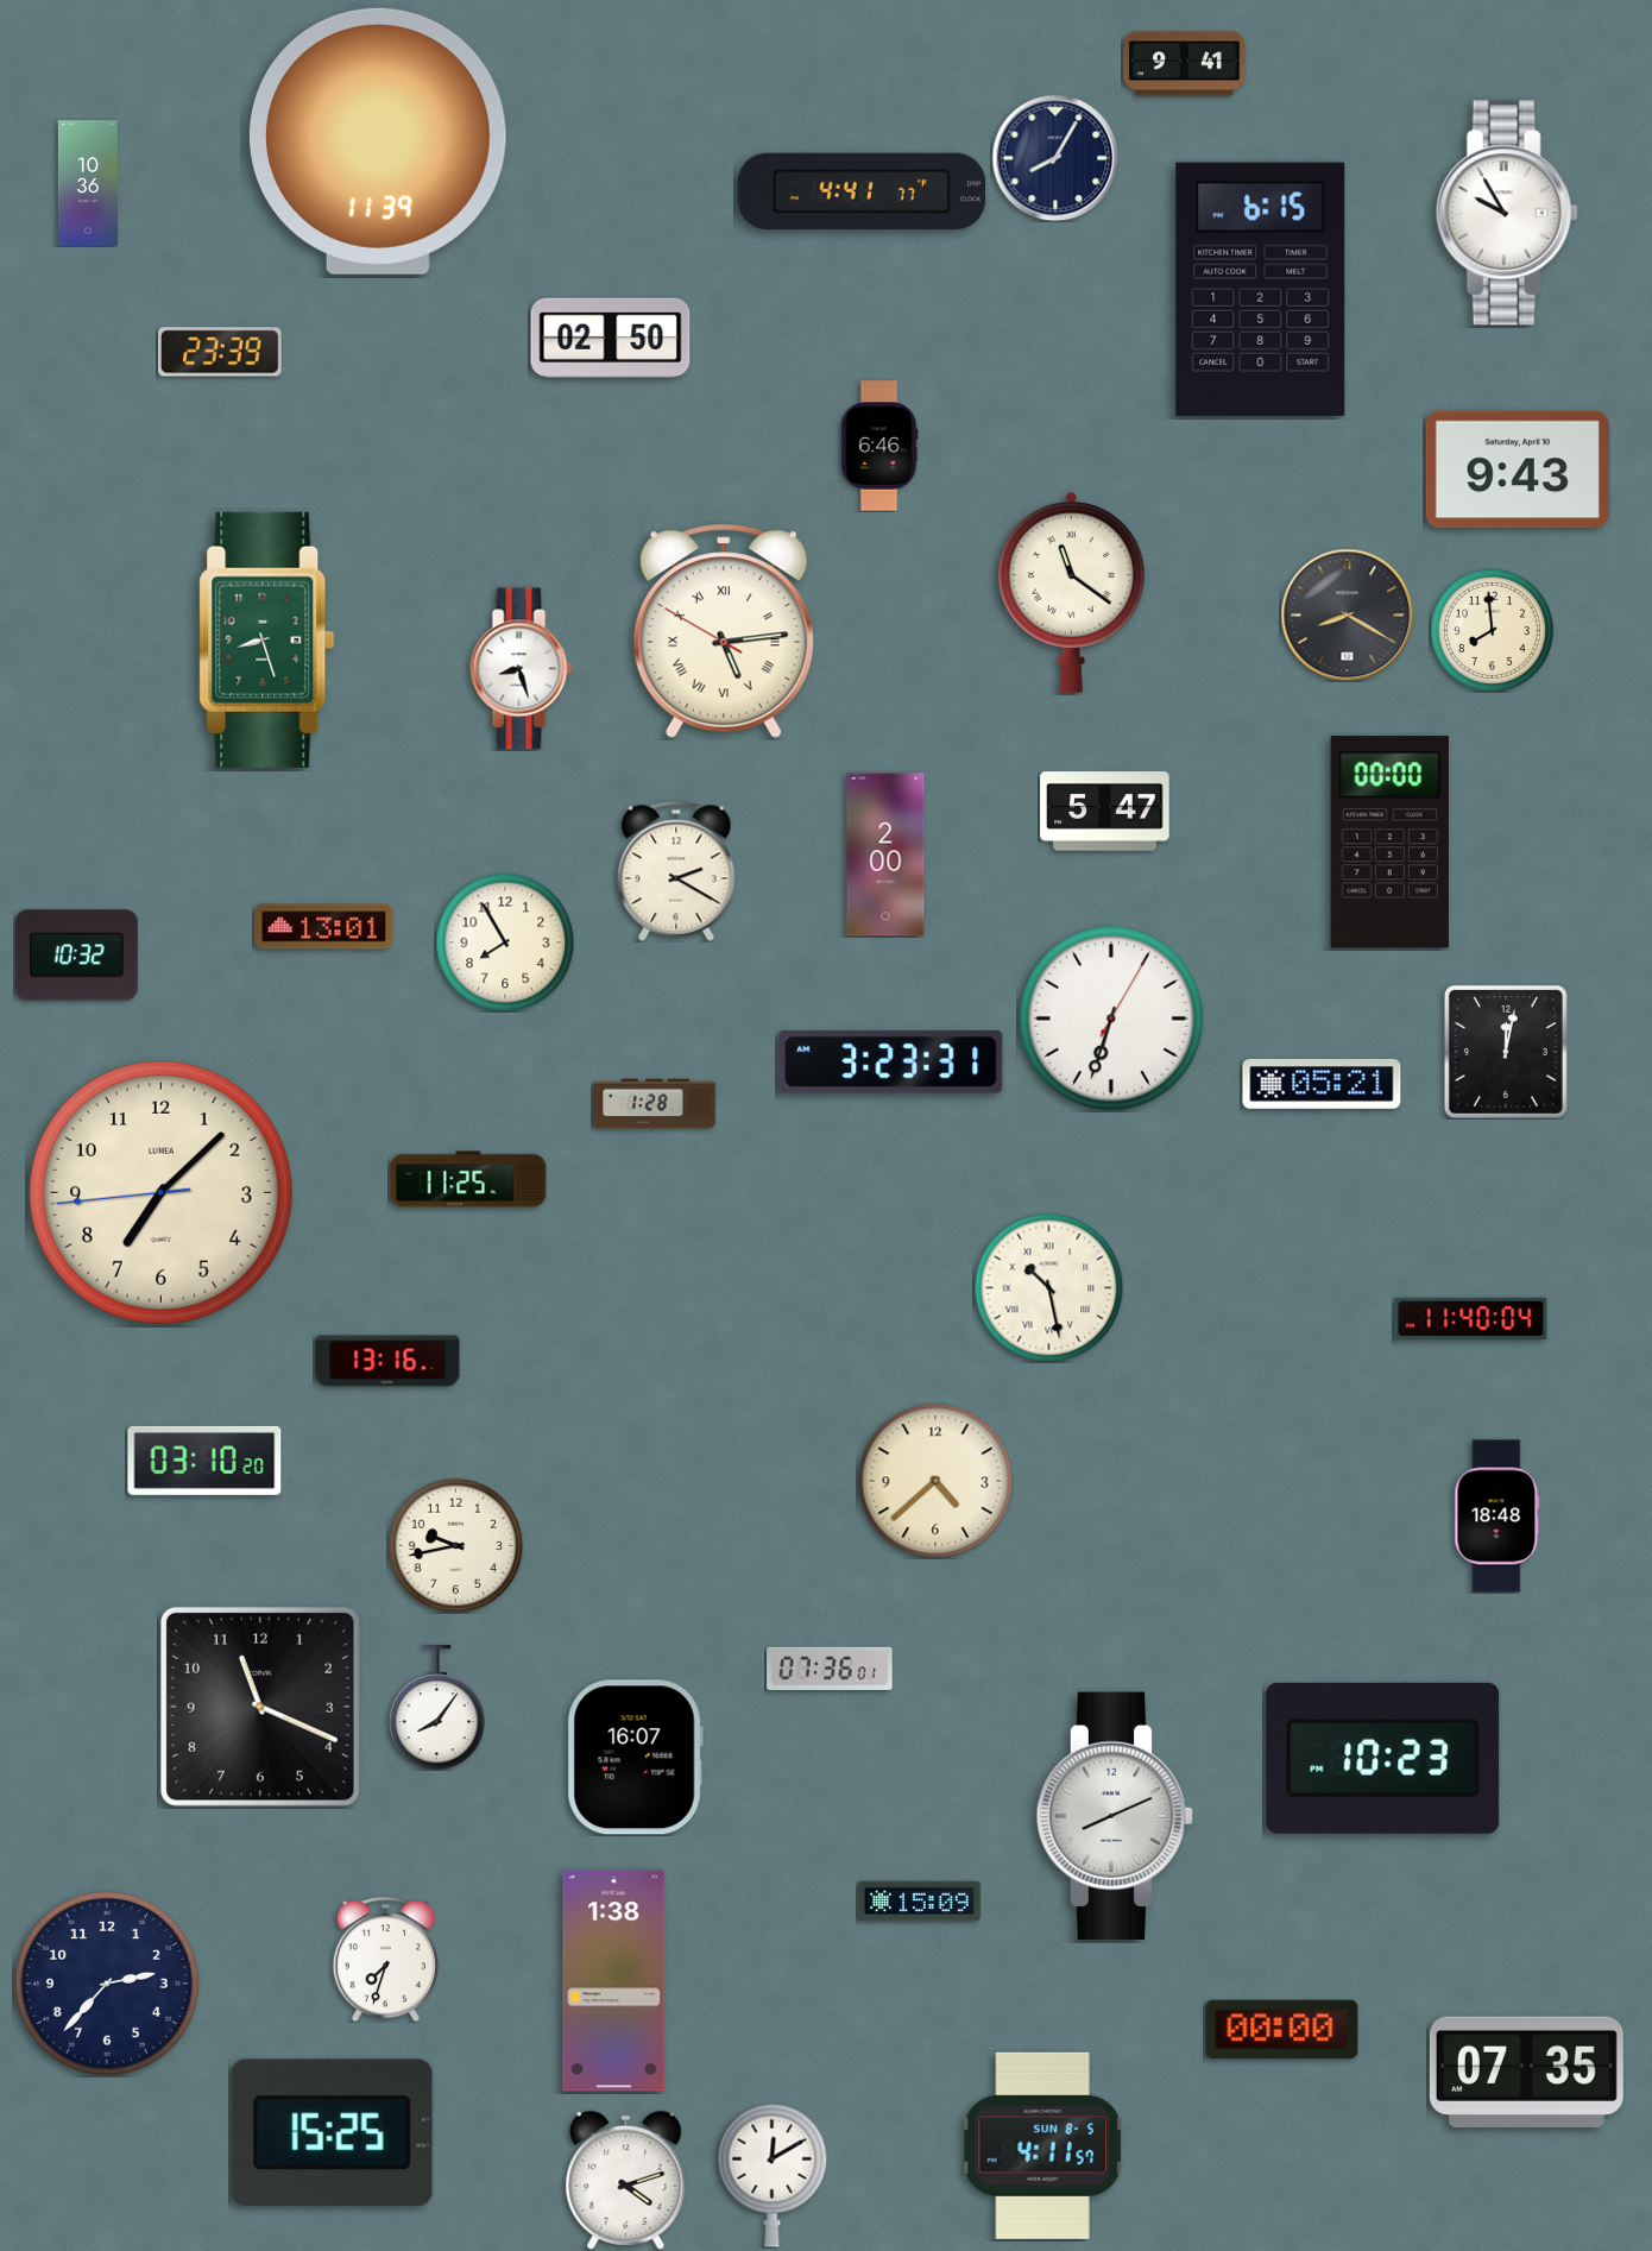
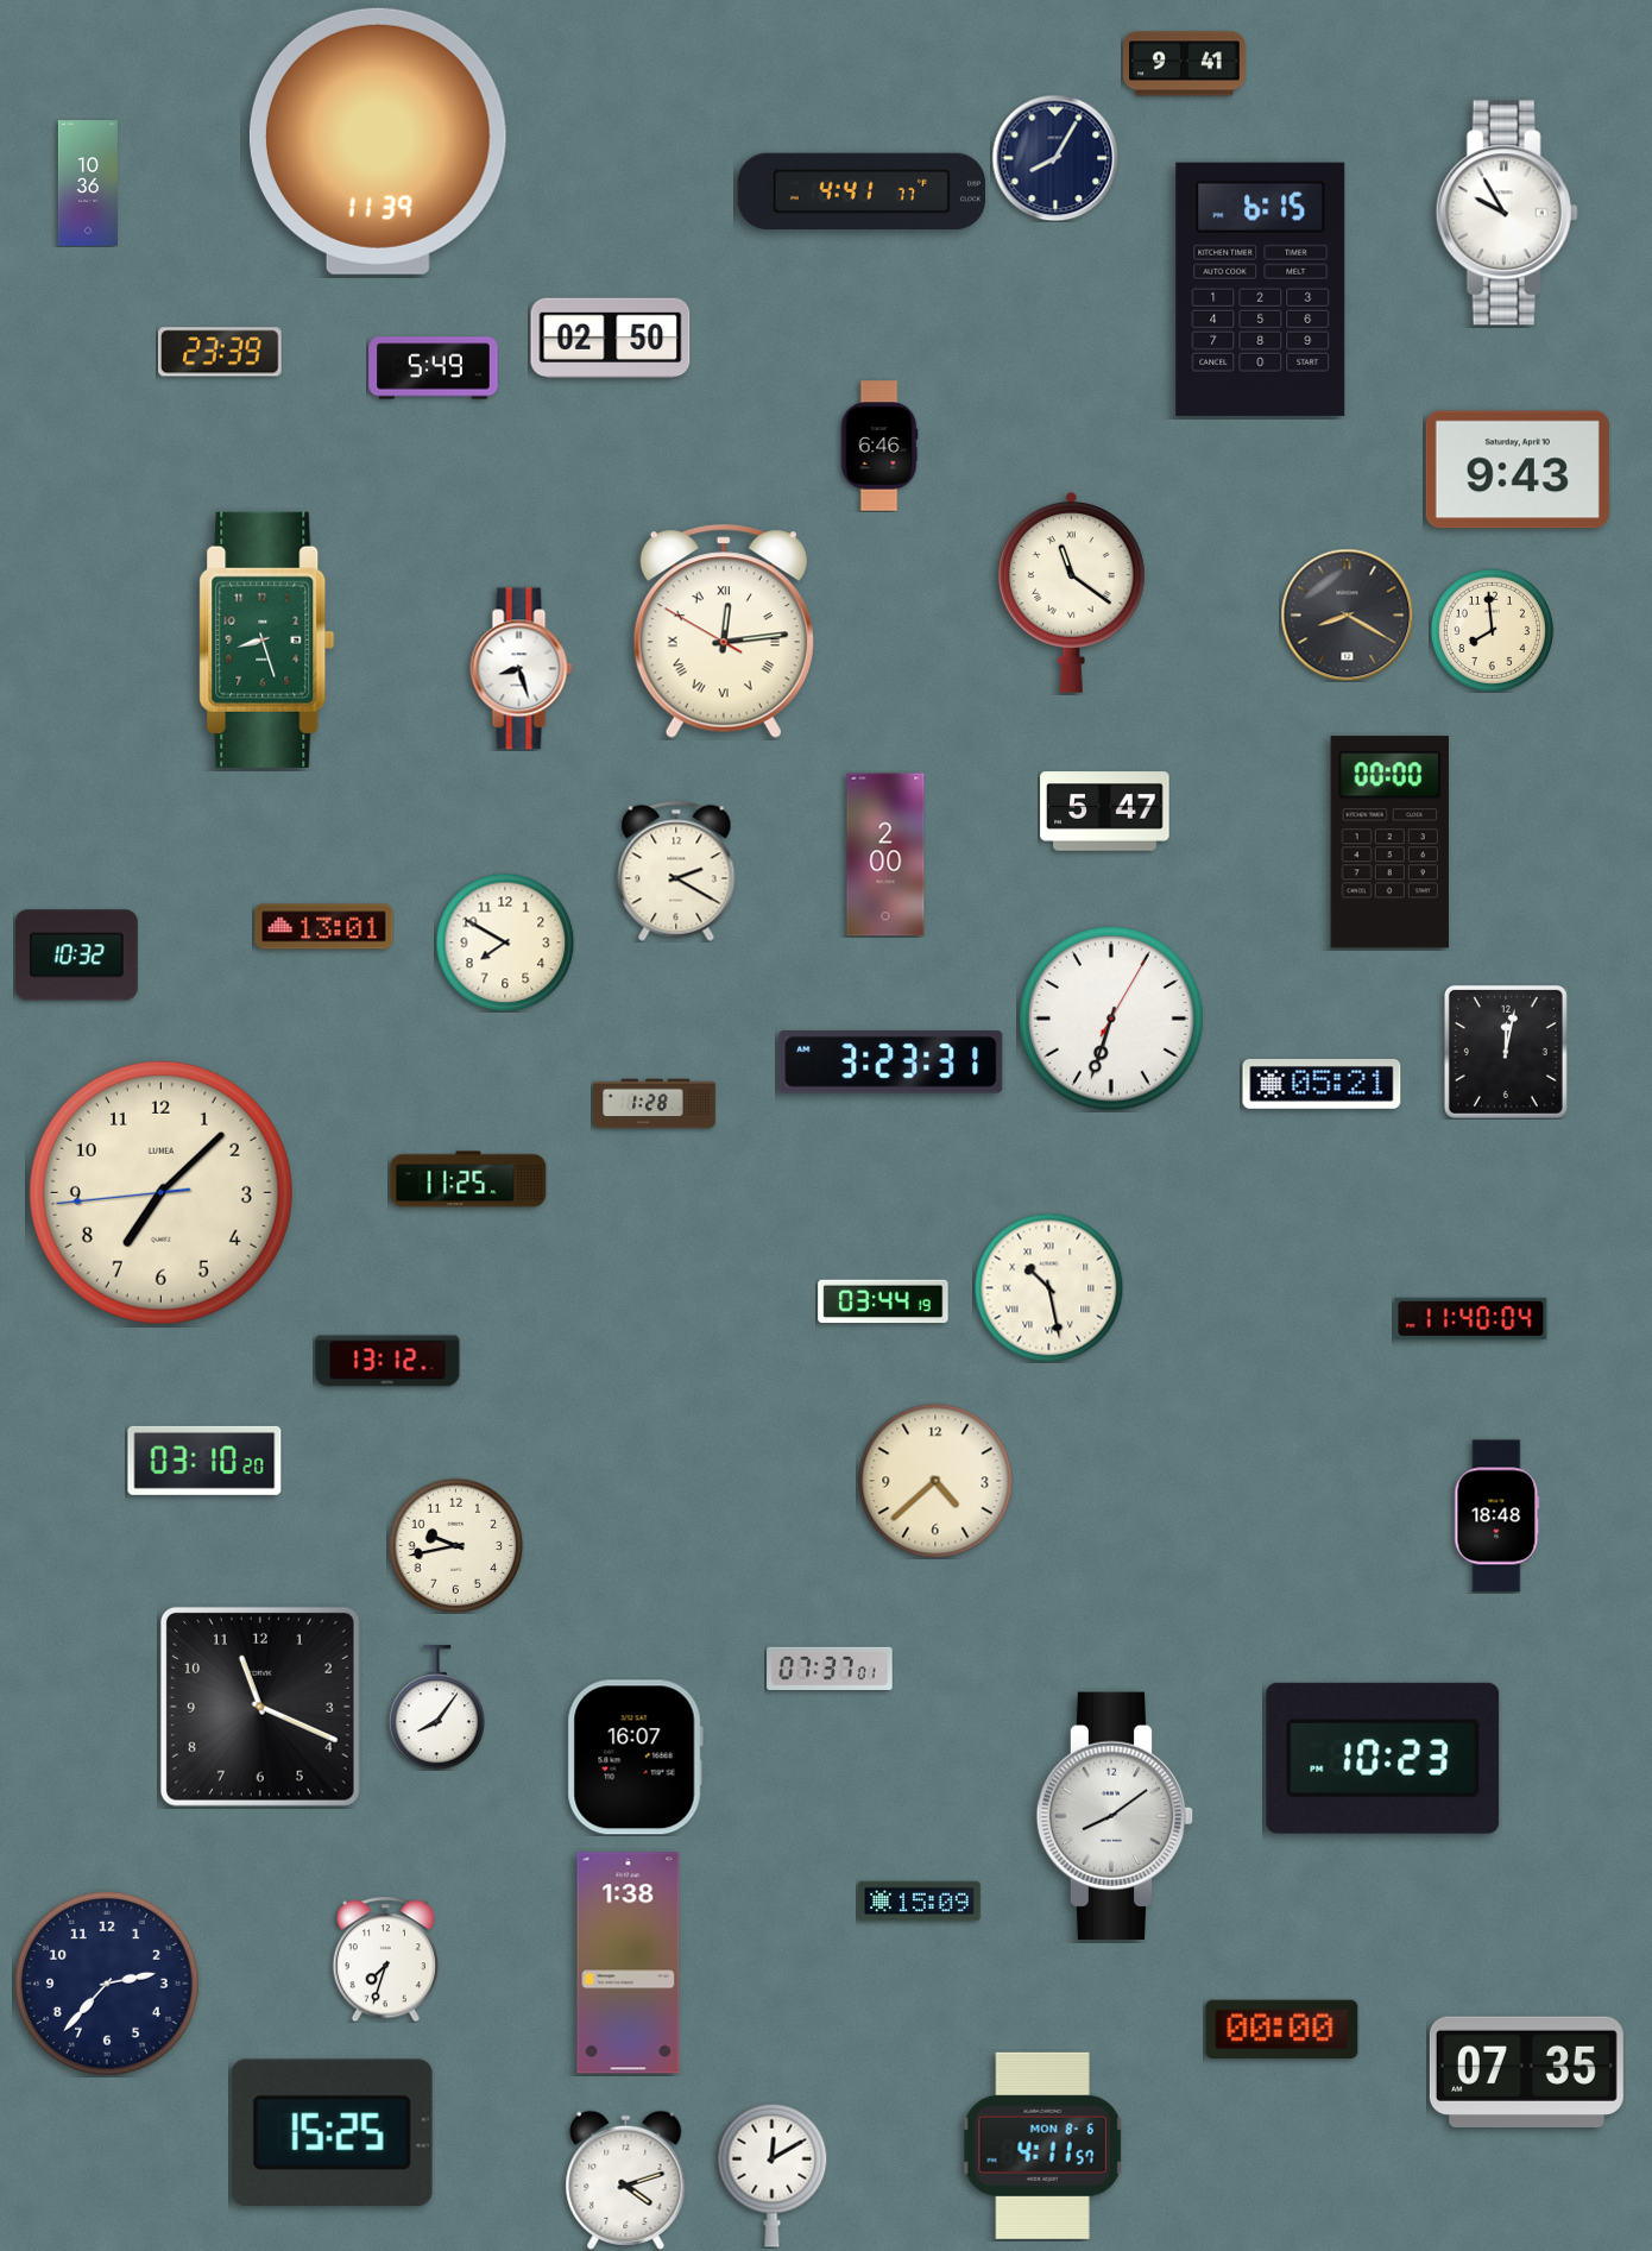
clock at (434, 368): none -> 5:49
clock at (724, 631): 5:13 -> 12:13
clock at (505, 942): 7:55 -> 7:50
clock at (883, 1301): none -> 03:44
clock at (387, 1361): 13:16 -> 13:12
clock at (830, 1669): 07:36 -> 07:37
clock at (1115, 1815): 8:11 -> 8:09
clock at (614, 1981) position: (614, 1981) -> (629, 1963)
clock at (1042, 2145) date: SUN 8-5 -> MON 8-6
